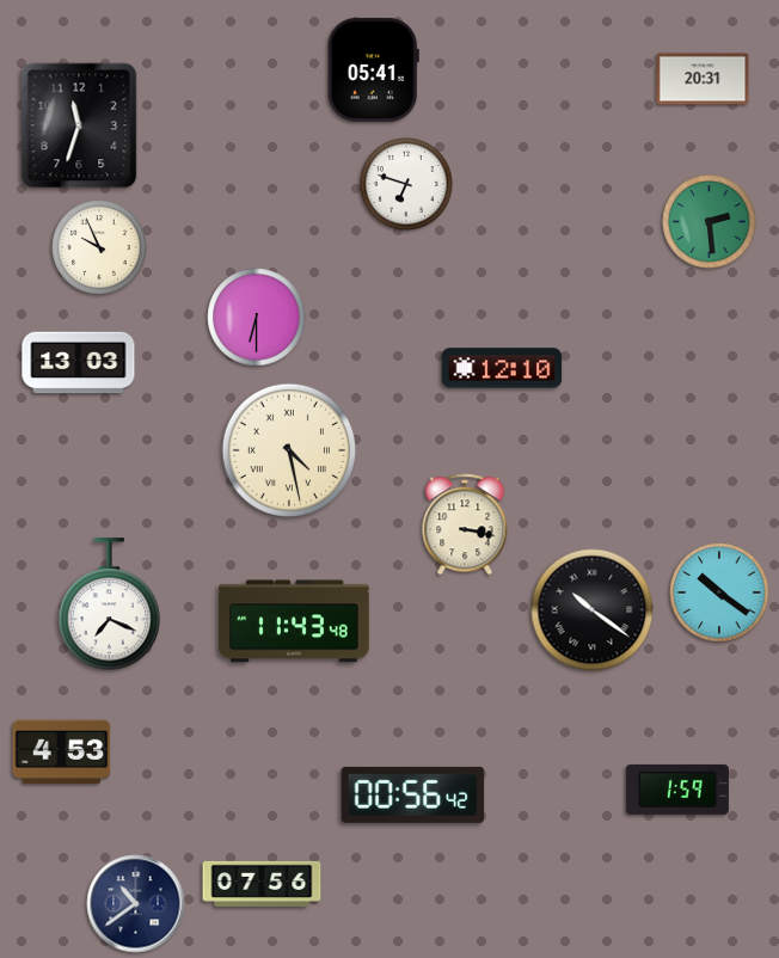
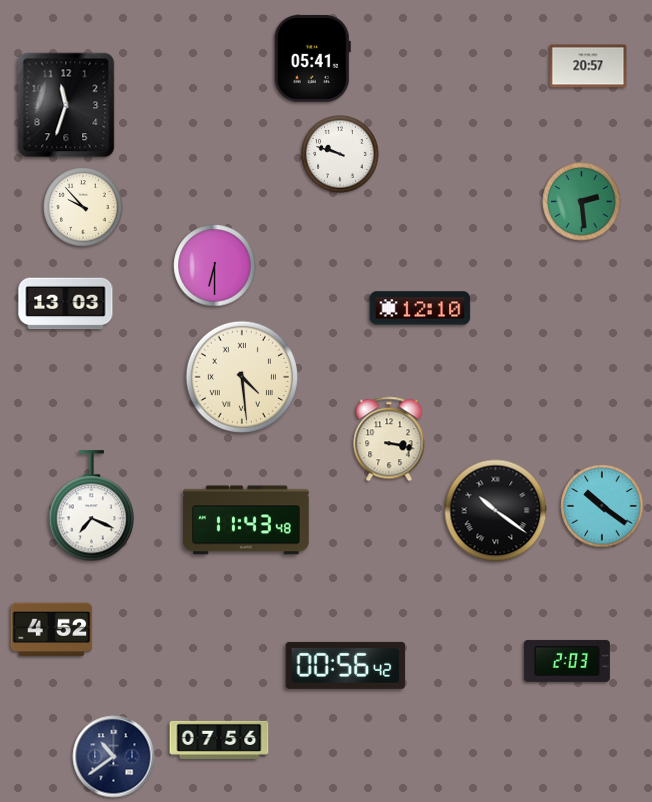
clock at (703, 79): 20:31 -> 20:57
clock at (406, 184): 6:48 -> 9:48
clock at (710, 222) position: (710, 222) -> (582, 202)
clock at (99, 247): 9:56 -> 9:53
clock at (289, 450): 4:28 -> 4:29
clock at (719, 592) position: (719, 592) -> (602, 506)
clock at (62, 753): 4:53 -> 4:52
clock at (677, 790): 1:59 -> 2:03
